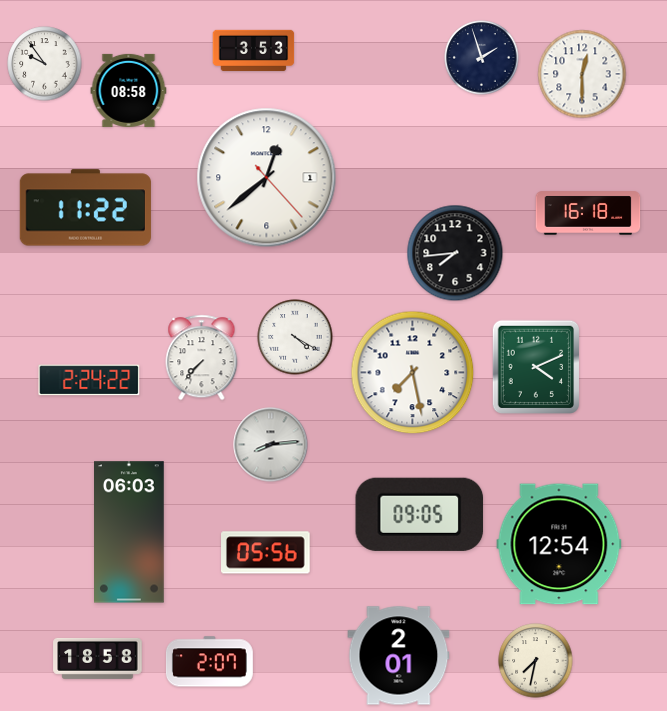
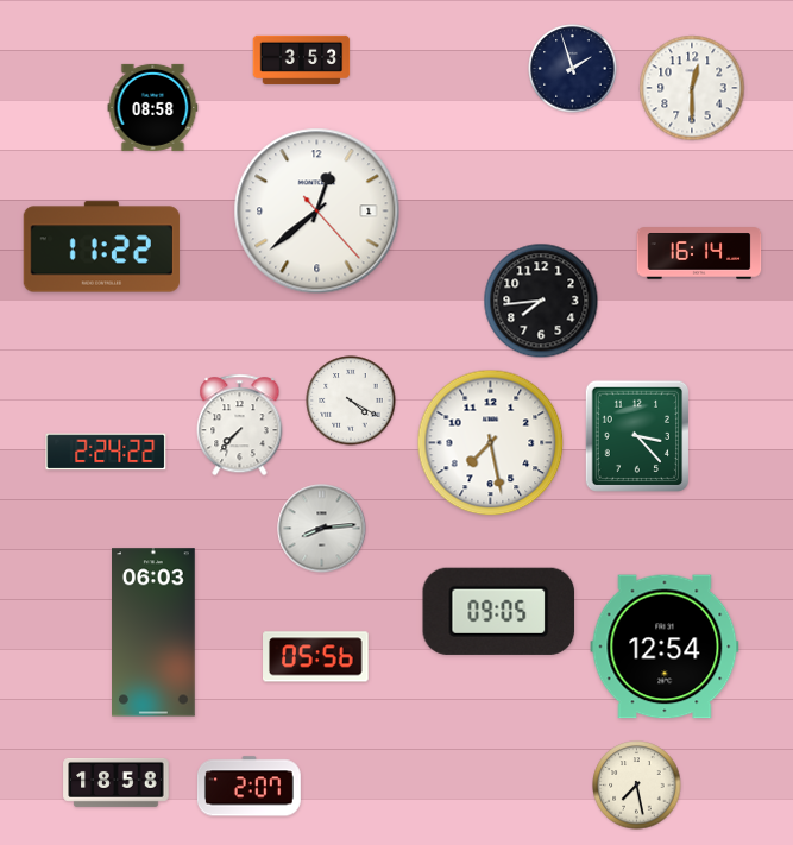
clock at (45, 64): 9:54 -> none
clock at (588, 213): 16:18 -> 16:14
clock at (535, 367): 4:11 -> 3:23
clock at (399, 656): 2:01 -> none
clock at (536, 661): 7:32 -> 7:28
